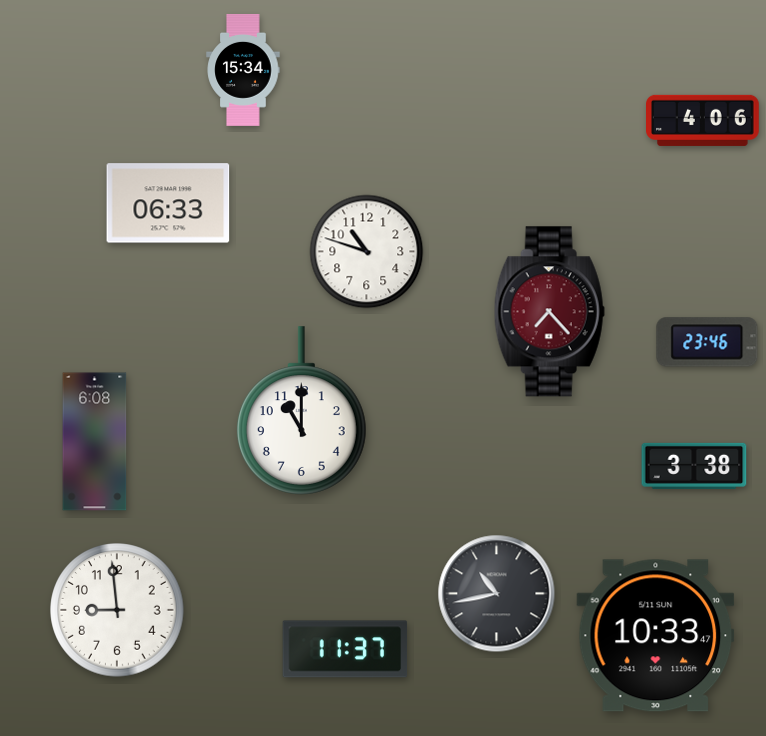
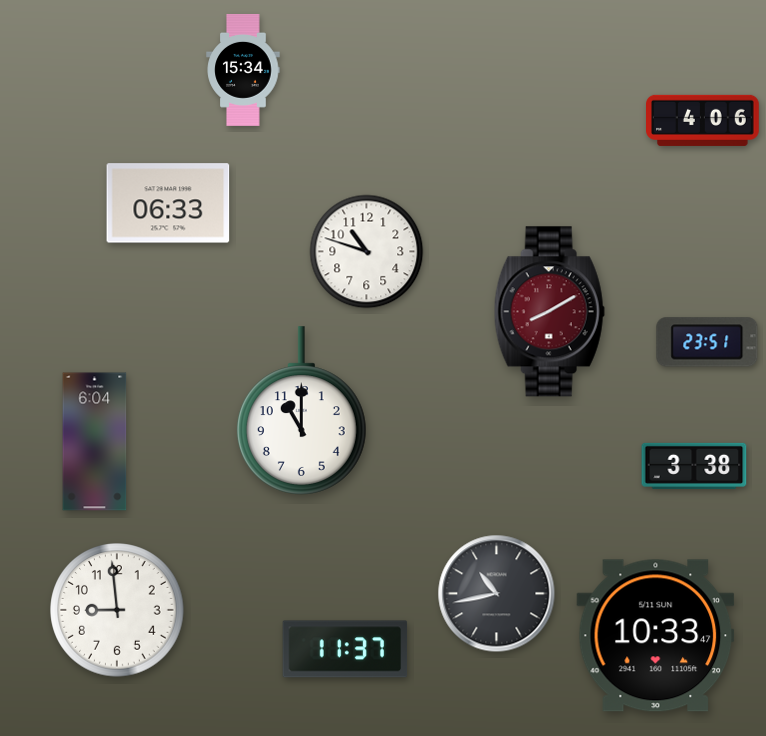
clock at (549, 312): 7:23 -> 8:10
clock at (707, 342): 23:46 -> 23:51
clock at (95, 442): 6:08 -> 6:04
